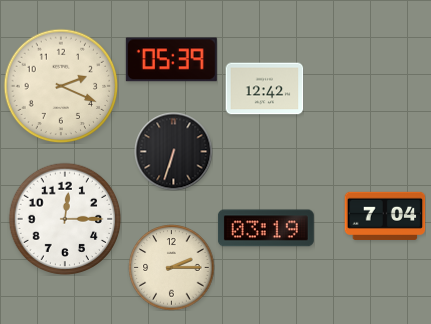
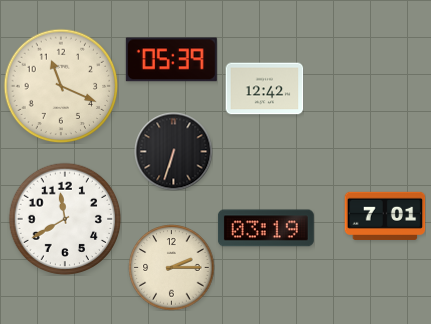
clock at (61, 86): 2:19 -> 11:19
clock at (385, 216): 7:04 -> 7:01
clock at (65, 219): 12:15 -> 11:40
